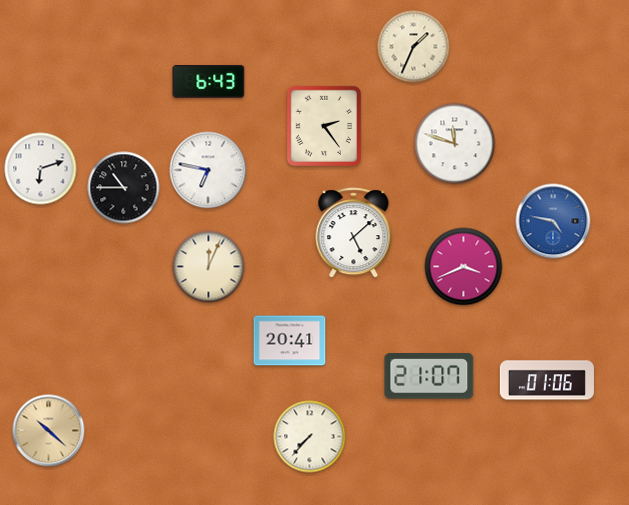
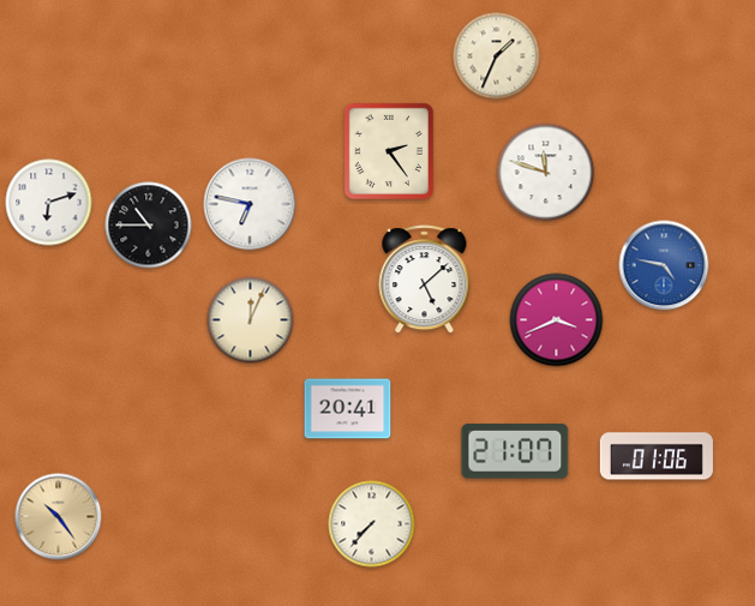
clock at (209, 82): 6:43 -> none
clock at (49, 431): 10:22 -> 10:24
